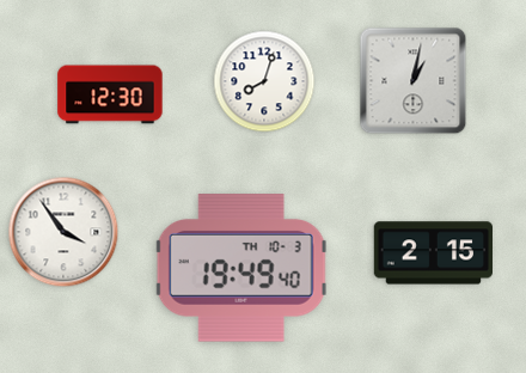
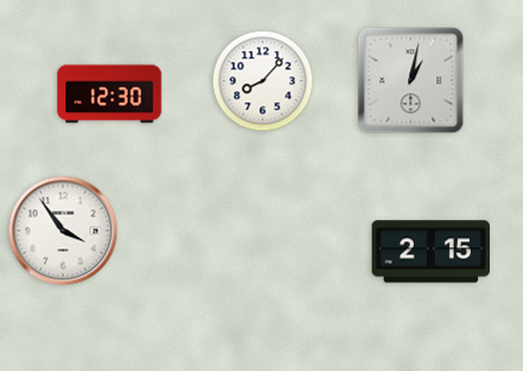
clock at (264, 81): 8:03 -> 8:07
clock at (241, 268): 19:49 -> none
